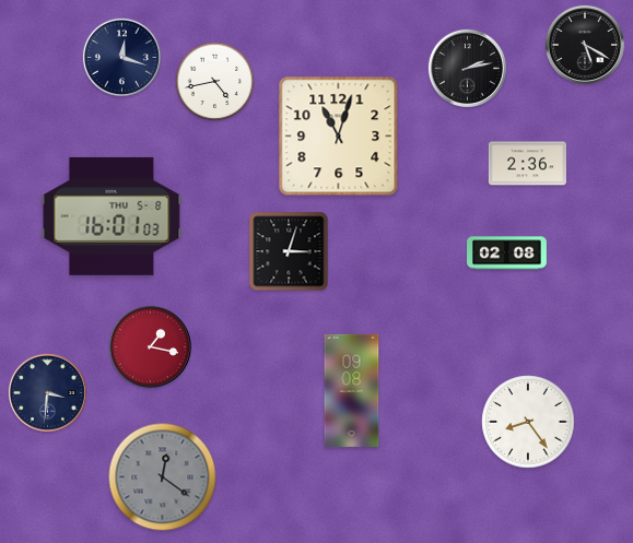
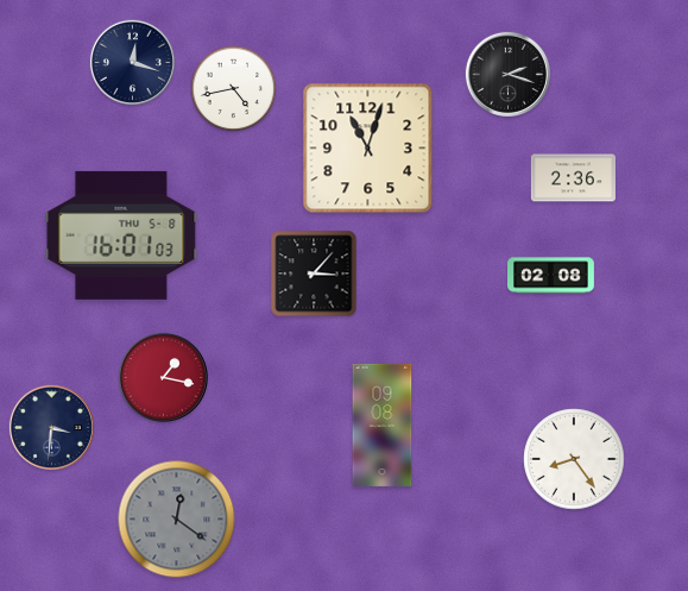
clock at (585, 45): 5:20 -> none
clock at (467, 68): 2:13 -> 2:18
clock at (289, 251): 3:03 -> 3:07
